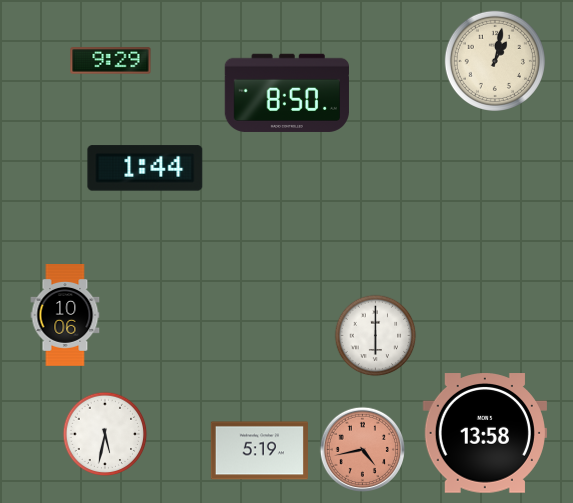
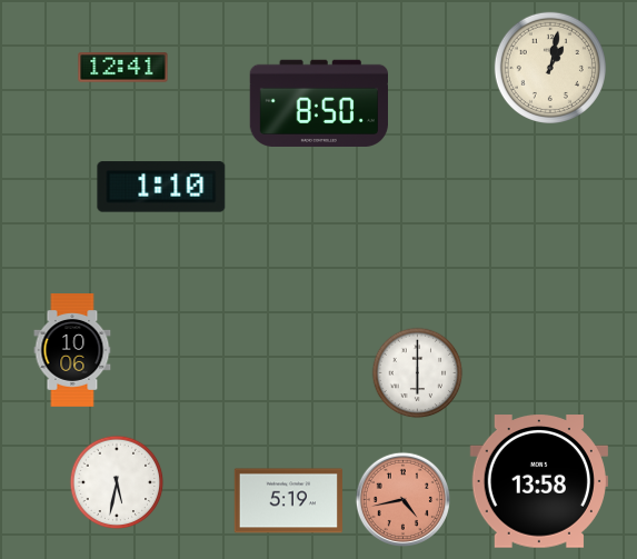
clock at (111, 61): 9:29 -> 12:41
clock at (145, 168): 1:44 -> 1:10
